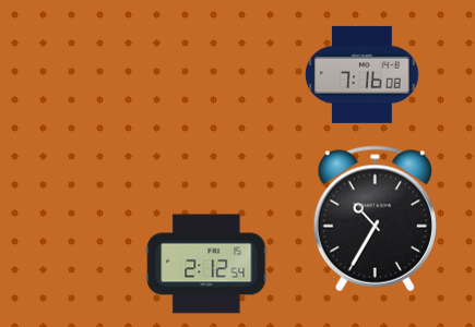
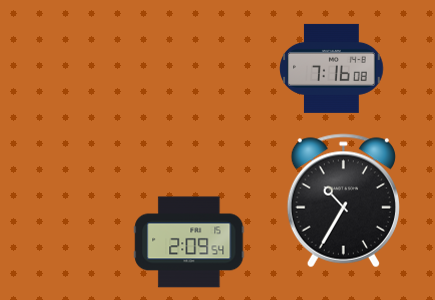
clock at (206, 264): 2:12 -> 2:09
